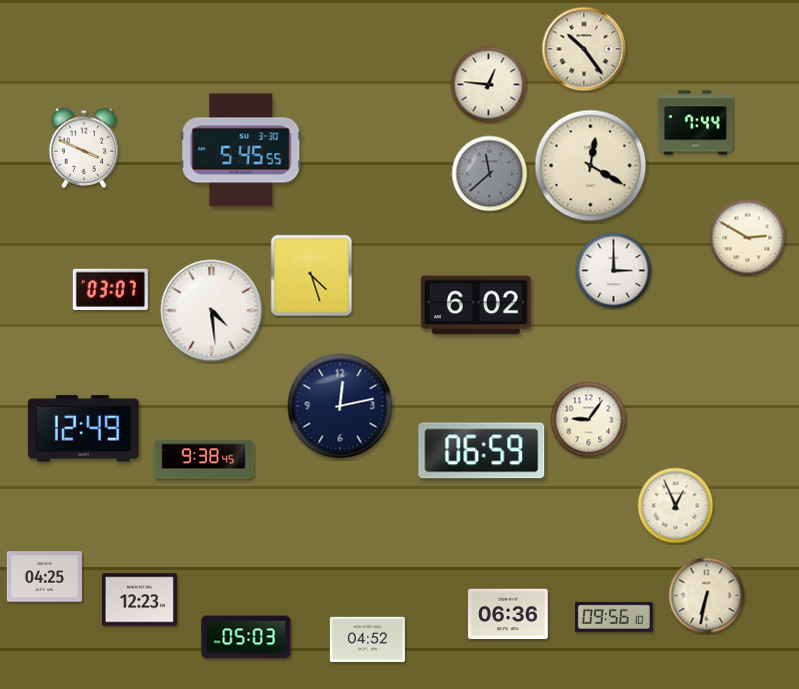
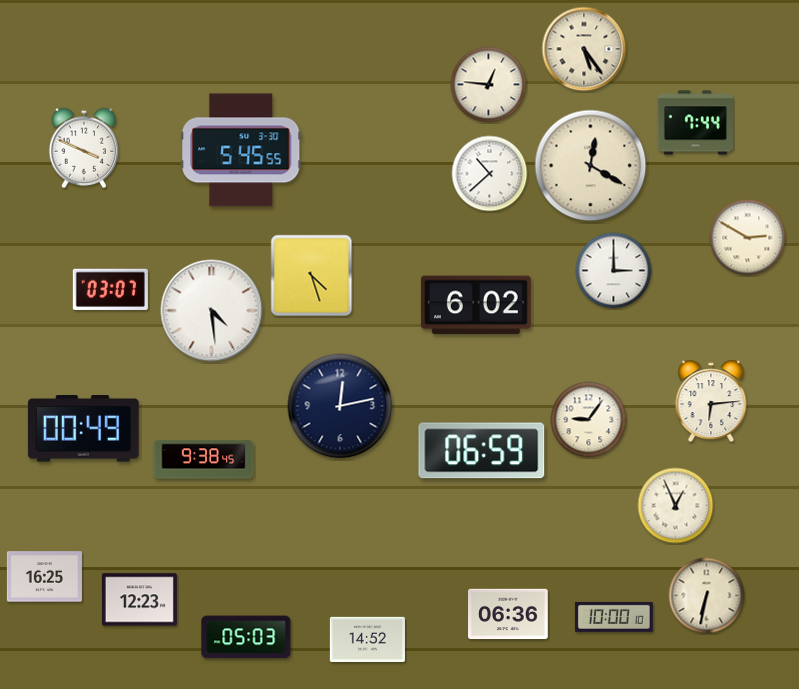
clock at (584, 49): 10:24 -> 5:24
clock at (490, 174): 11:38 -> 10:38
clock at (490, 174) dial: grey -> white
clock at (711, 401): none -> 6:14
clock at (83, 429): 12:49 -> 00:49
clock at (44, 577): 04:25 -> 16:25
clock at (614, 617): 09:56 -> 10:00
clock at (367, 639): 04:52 -> 14:52
